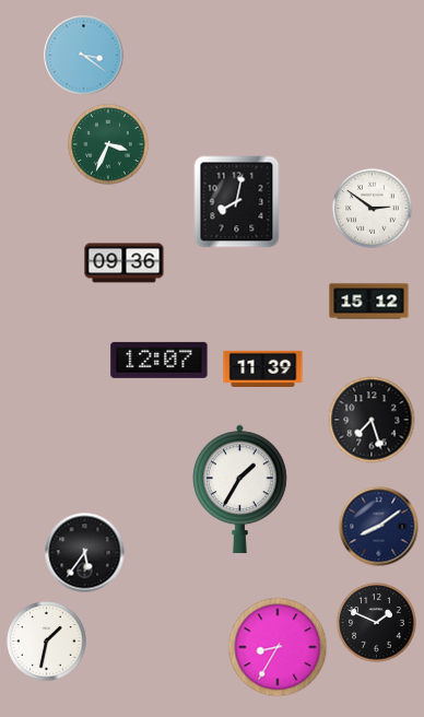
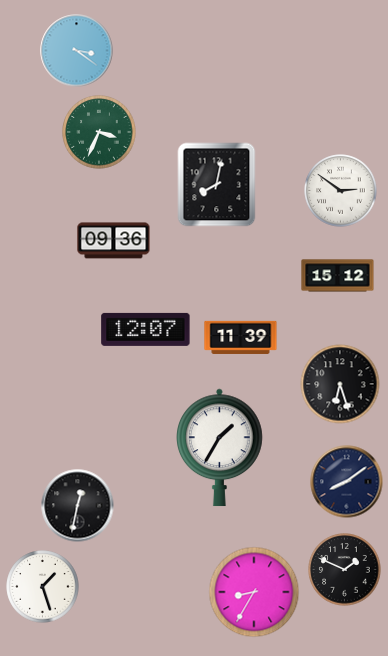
clock at (372, 420): 7:27 -> 6:27
clock at (85, 553): 5:36 -> 12:32
clock at (47, 642): 1:32 -> 1:27
